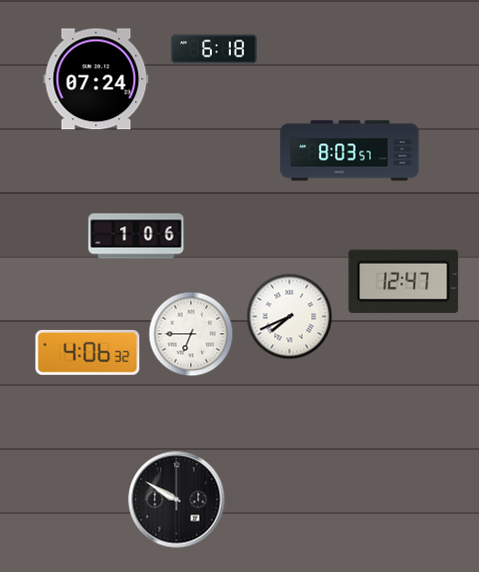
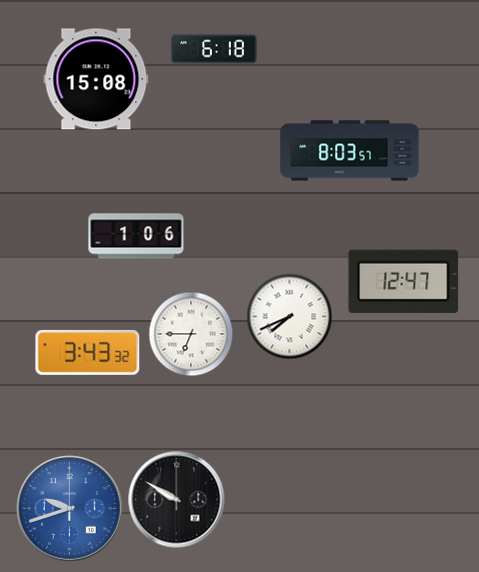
clock at (96, 79): 07:24 -> 15:08
clock at (88, 352): 4:06 -> 3:43
clock at (70, 509): none -> 9:42
